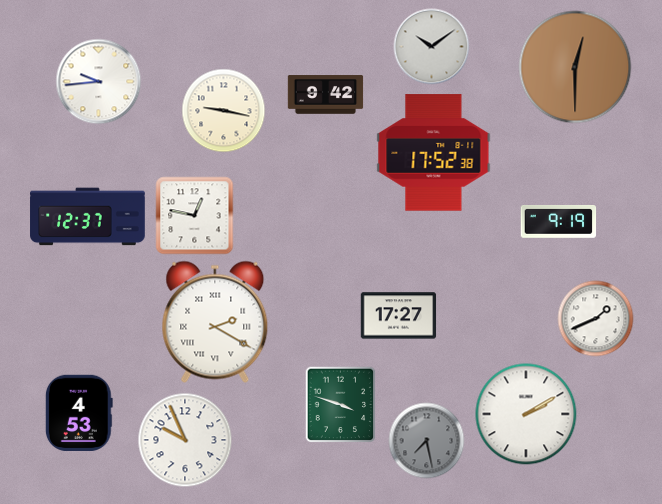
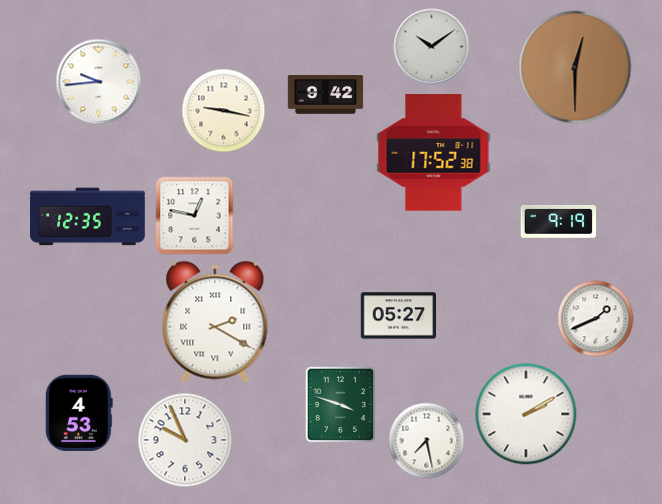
clock at (88, 217): 12:37 -> 12:35
clock at (399, 316): 17:27 -> 05:27
clock at (427, 441) dial: grey -> white
